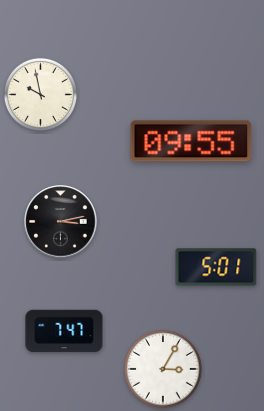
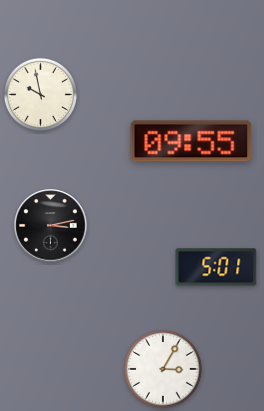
clock at (61, 222) position: (61, 222) -> (51, 226)
clock at (64, 331): 7:47 -> none
